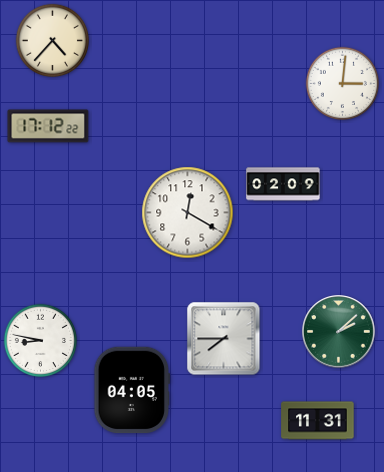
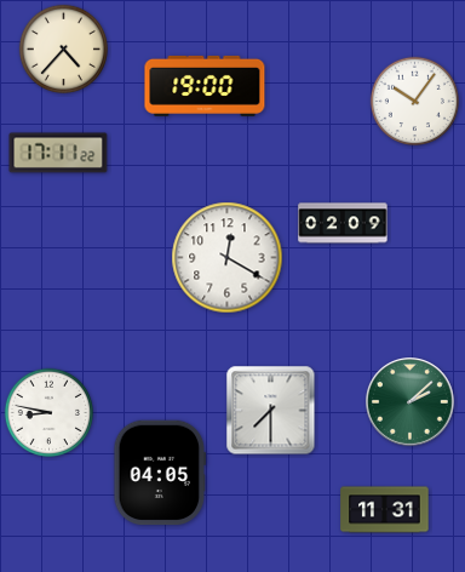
clock at (205, 86): none -> 19:00
clock at (342, 83): 3:01 -> 10:06
clock at (48, 126): 17:12 -> 17:11
clock at (224, 339): 7:45 -> 7:30
